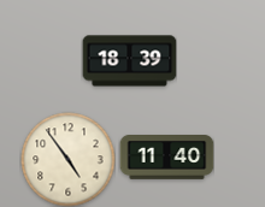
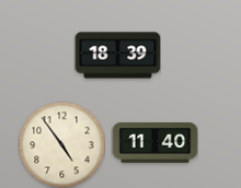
clock at (166, 158) position: (166, 158) -> (154, 143)
